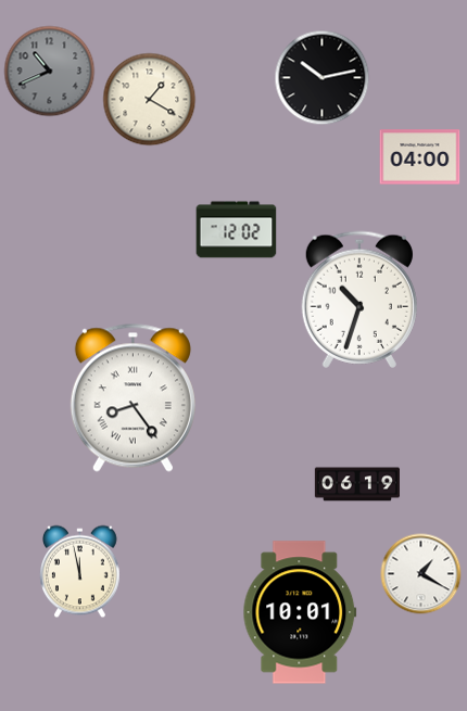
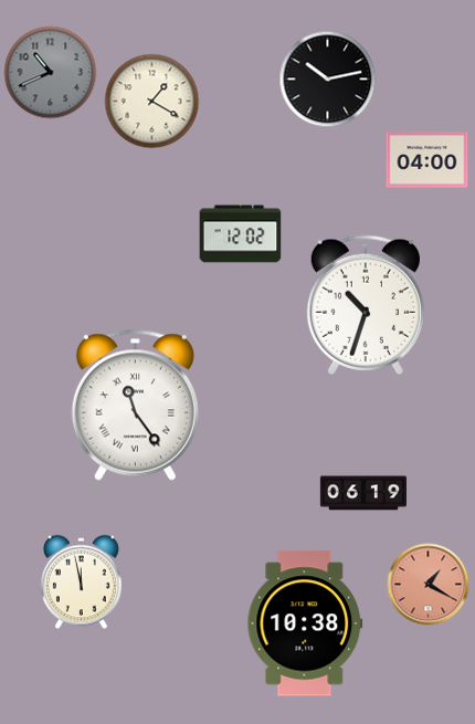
clock at (132, 397): 8:24 -> 11:24
clock at (421, 574) dial: white -> salmon
clock at (300, 612): 10:01 -> 10:38
